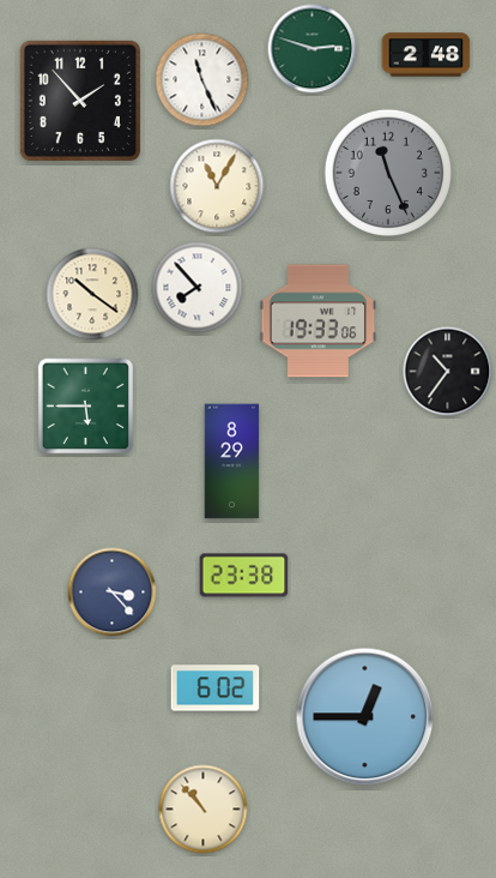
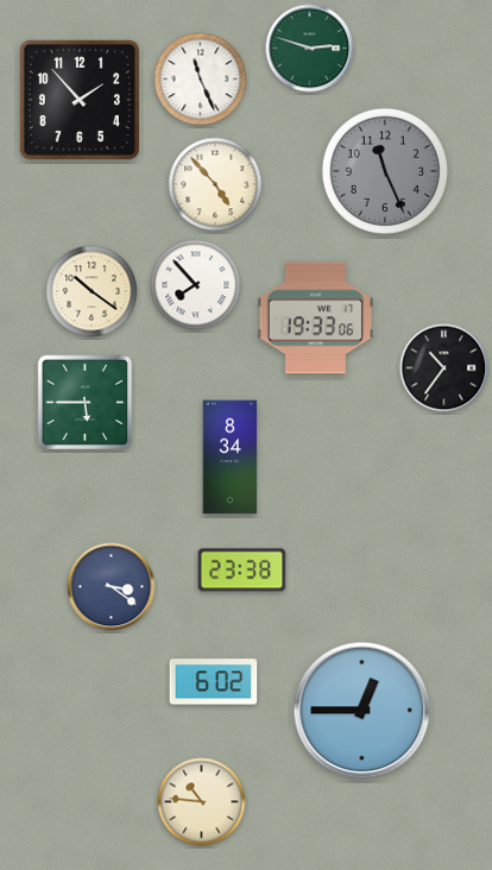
clock at (427, 55): 2:48 -> none
clock at (217, 186): 11:05 -> 4:53
clock at (232, 462): 8:29 -> 8:34
clock at (113, 593): 3:23 -> 3:21
clock at (204, 810): 10:53 -> 10:46
